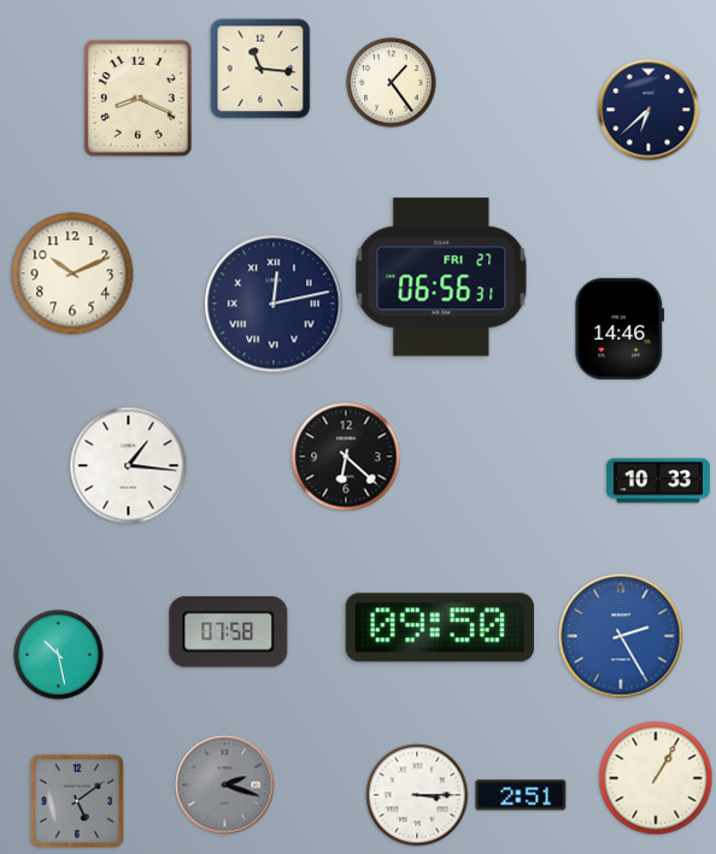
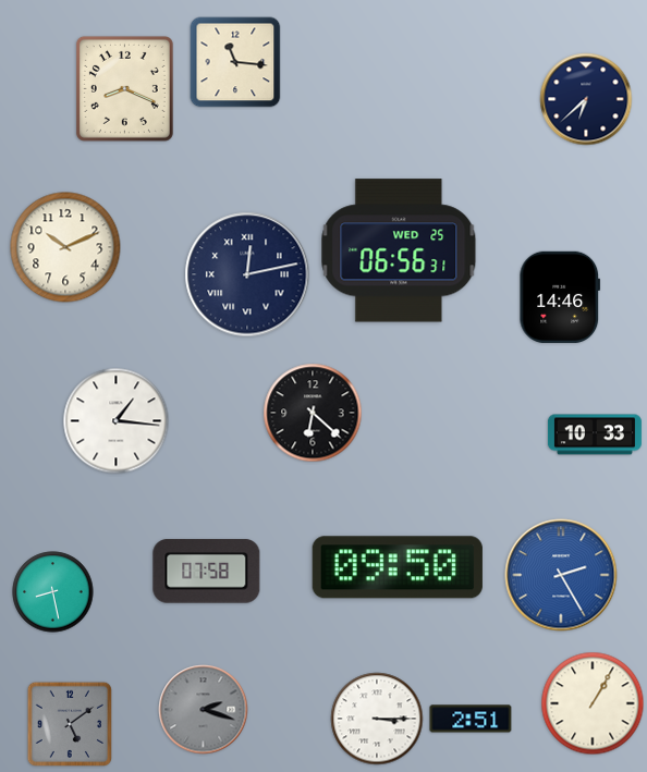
clock at (392, 83): 1:24 -> none
clock at (441, 277) date: FRI 27 -> WED 25
clock at (59, 655): 10:28 -> 8:28
